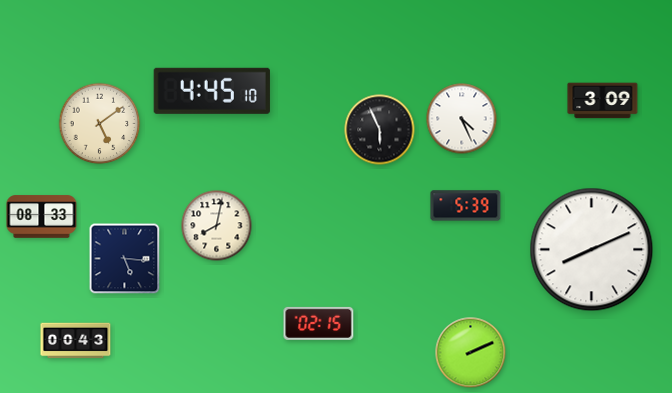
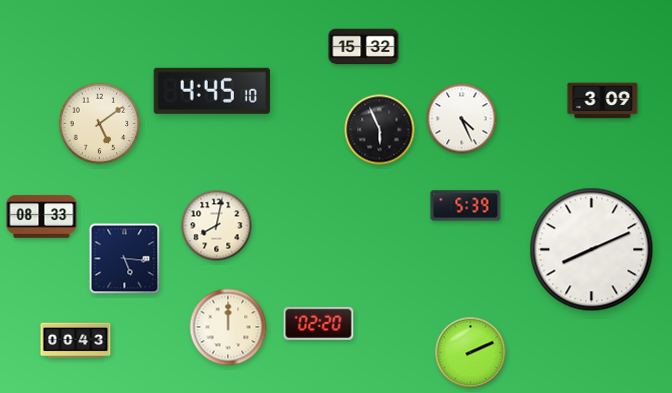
clock at (364, 47): none -> 15:32
clock at (319, 323): 02:15 -> 02:20
clock at (228, 327): none -> 12:00
